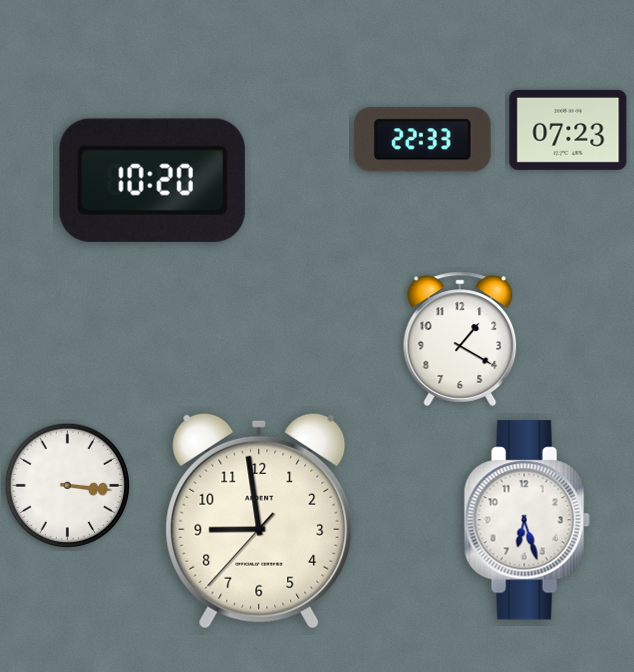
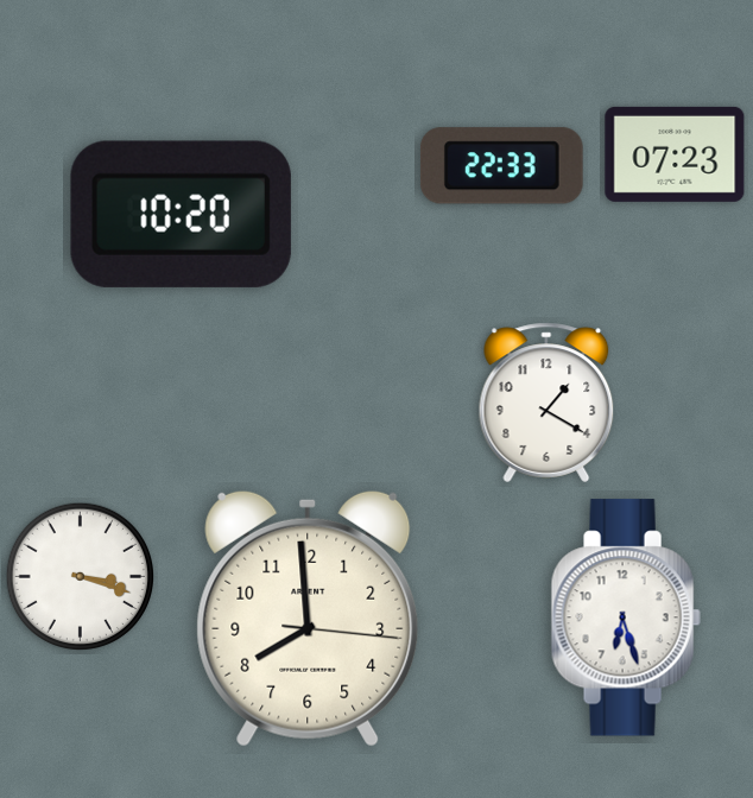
clock at (67, 485): 3:16 -> 3:18
clock at (259, 521): 8:58 -> 7:59
